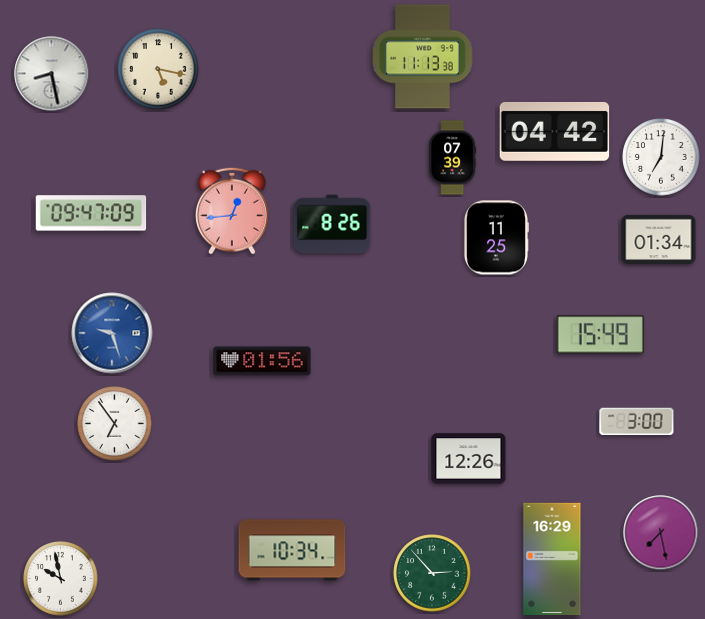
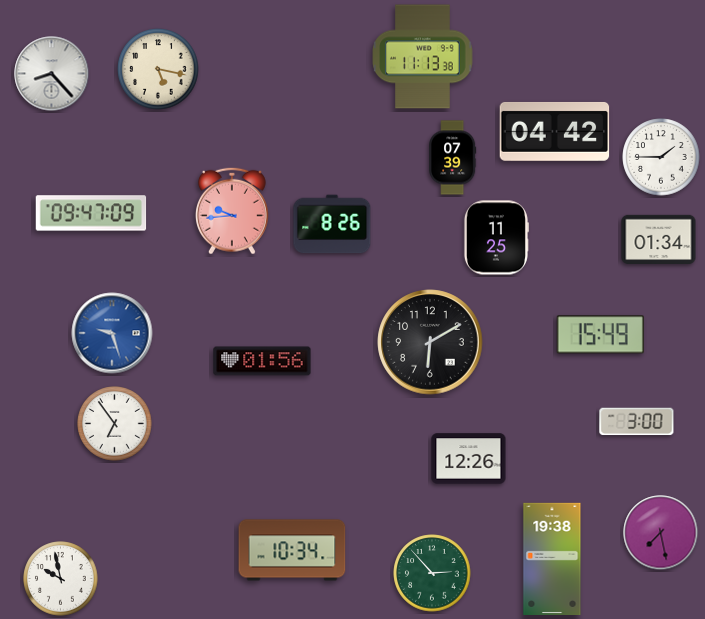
clock at (52, 74): 8:28 -> 8:23
clock at (661, 157): 7:01 -> 1:45
clock at (232, 211): 12:44 -> 9:44
clock at (430, 342): none -> 6:10
clock at (552, 558): 16:29 -> 19:38
